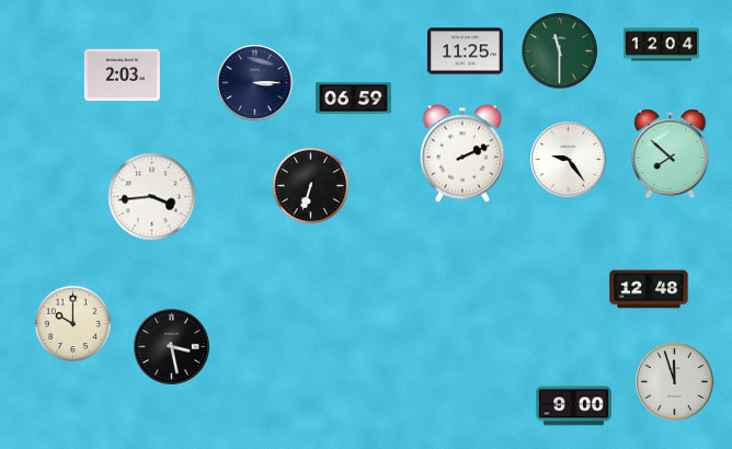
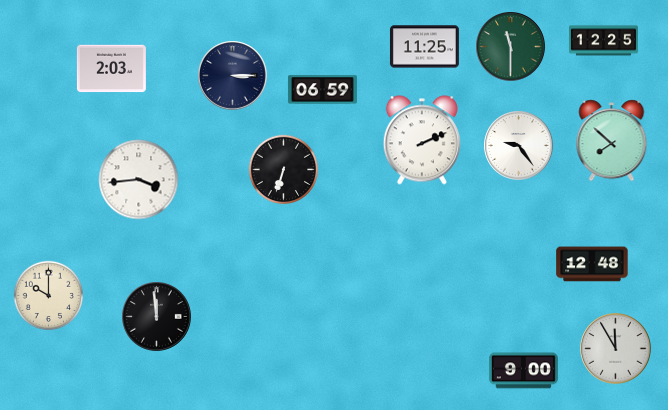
clock at (661, 45): 12:04 -> 12:25
clock at (73, 324) position: (73, 324) -> (49, 296)
clock at (172, 347): 3:28 -> 11:59
clock at (675, 382): 11:57 -> 11:55
